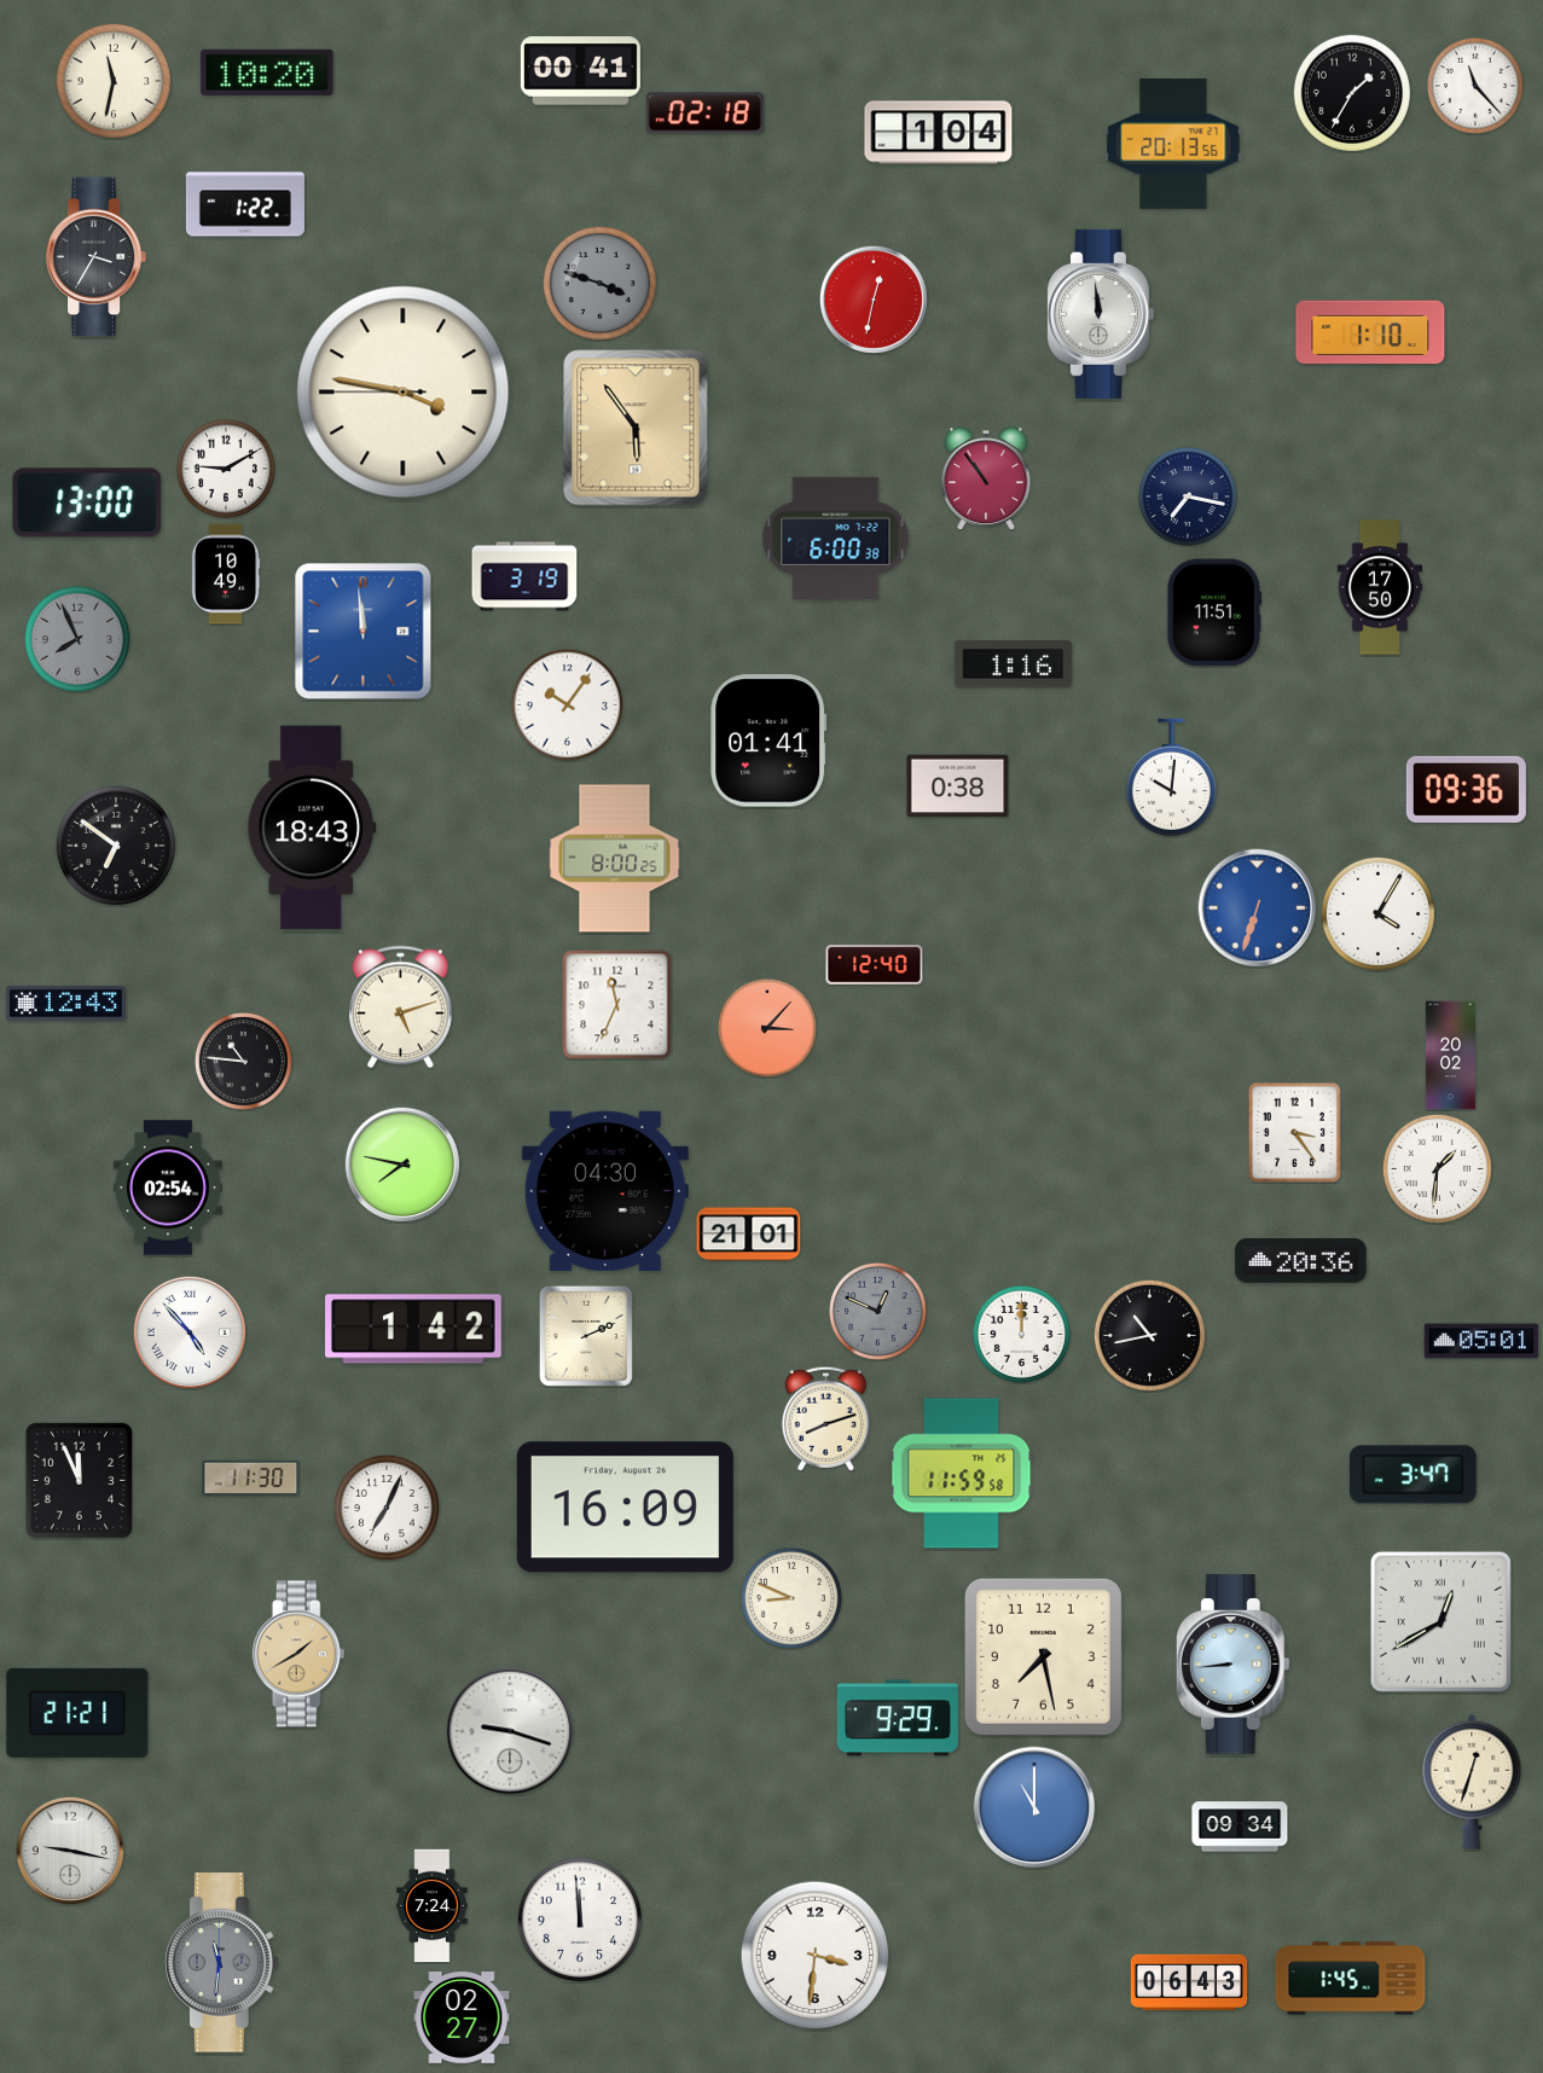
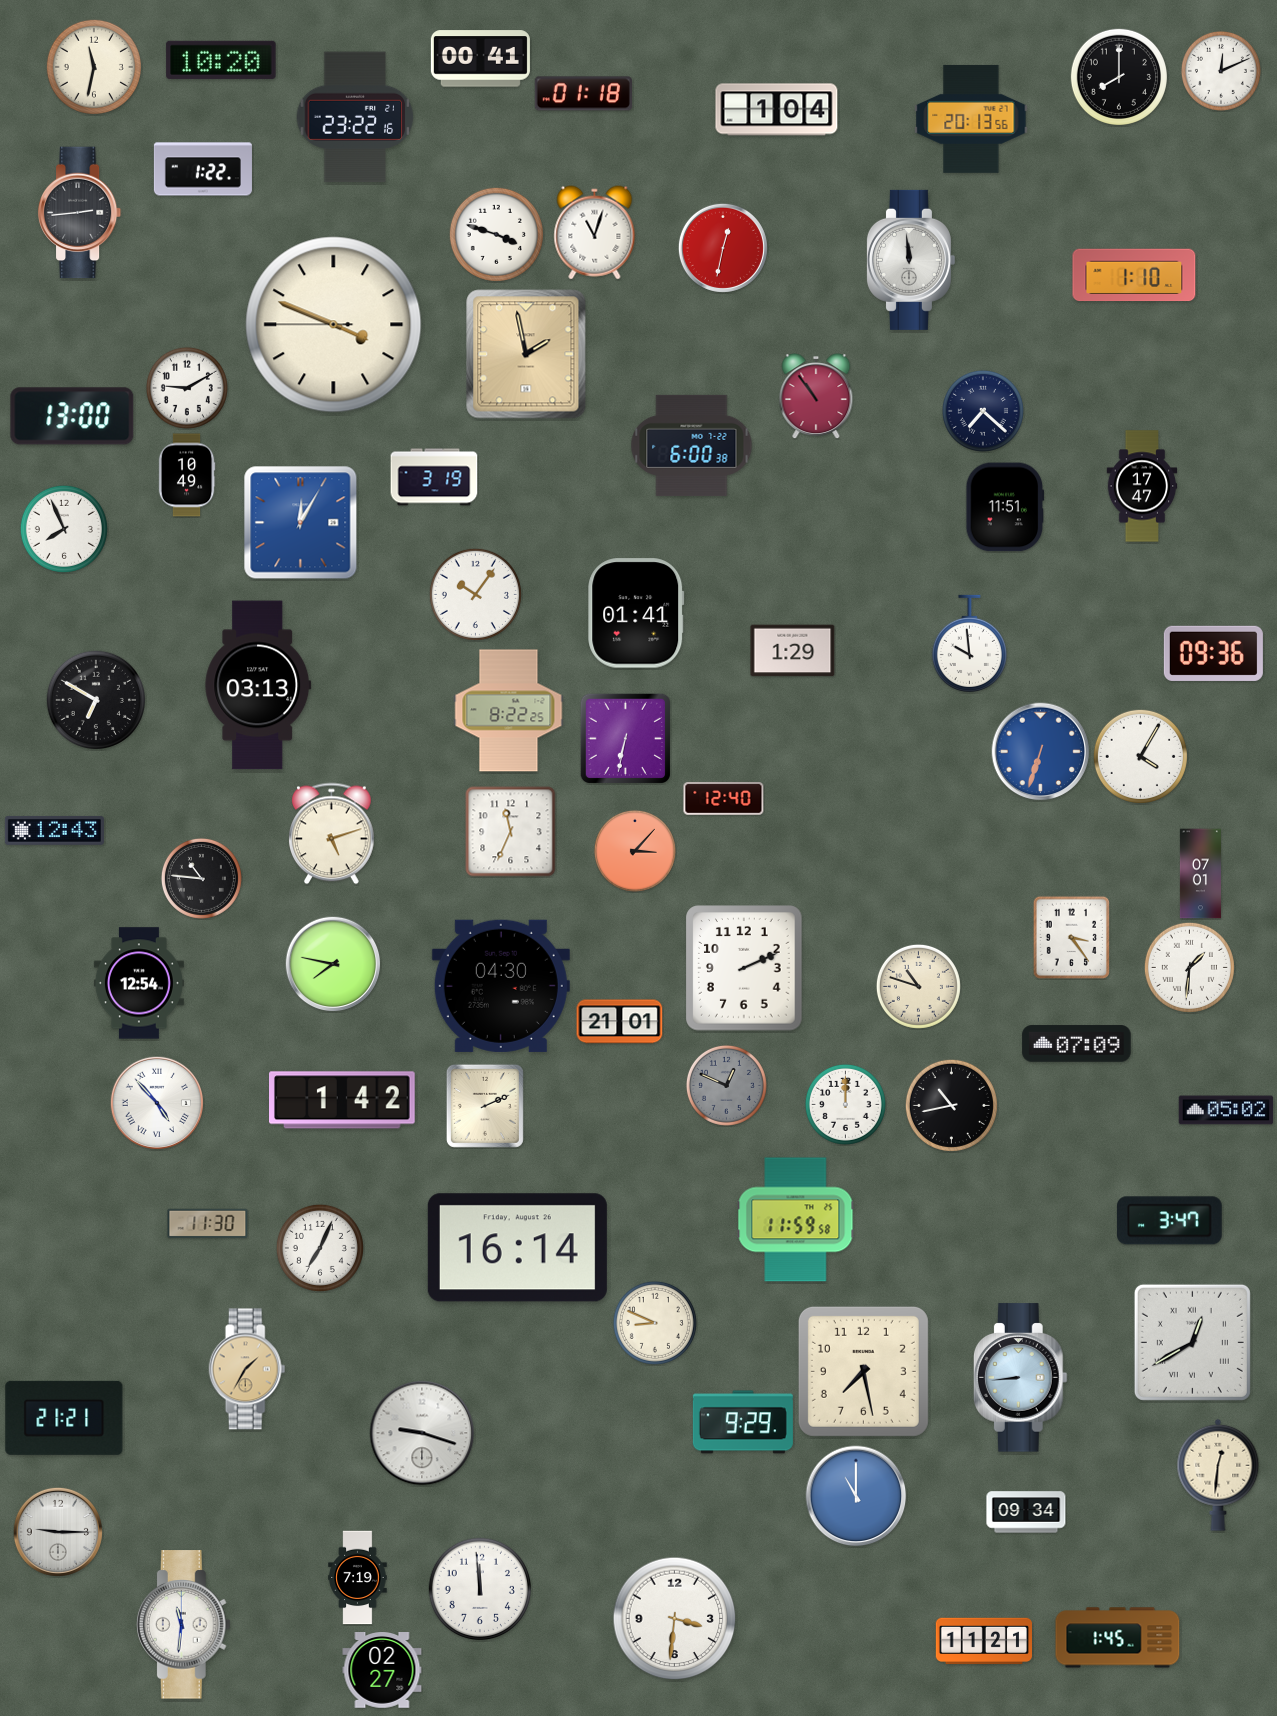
clock at (1475, 86): 11:23 -> 12:11
clock at (1352, 93): 1:35 -> 8:00
clock at (704, 114): 02:18 -> 01:18
clock at (355, 117): none -> 23:22
clock at (97, 257): 3:35 -> 2:44
clock at (595, 233): none -> 11:03
clock at (599, 283) dial: grey -> white
clock at (404, 393): 3:46 -> 3:48
clock at (636, 428): 5:54 -> 1:58
clock at (1188, 497): 7:17 -> 7:22
clock at (1380, 587): 17:50 -> 17:47
clock at (364, 632): 11:59 -> 12:05
clock at (77, 639) dial: grey -> white
clock at (1013, 664): 1:16 -> none
clock at (567, 704) position: (567, 704) -> (475, 594)
clock at (1171, 777): 10:01 -> 9:59
clock at (958, 786): 0:38 -> 1:29
clock at (312, 828): 18:43 -> 03:13
clock at (115, 844): 6:51 -> 6:50
clock at (615, 859): 8:00 -> 8:22
clock at (625, 738): none -> 6:32
clock at (1450, 1056): 20:02 -> 07:01
clock at (744, 968): none -> 2:11
clock at (168, 1188): 02:54 -> 12:54
clock at (918, 986): none -> 10:48
clock at (1301, 1261): 20:36 -> 07:09
clock at (1481, 1341): 05:01 -> 05:02
clock at (825, 1418): 8:12 -> none
clock at (79, 1480): 11:56 -> none
clock at (625, 1508): 16:09 -> 16:14
clock at (298, 1654): 1:40 -> 1:35
clock at (1472, 1782): 12:33 -> 12:31
clock at (70, 1851): 9:17 -> 9:15
clock at (433, 1906): 7:24 -> 7:19
clock at (221, 1963) dial: grey -> white
clock at (1188, 1982): 06:43 -> 11:21
